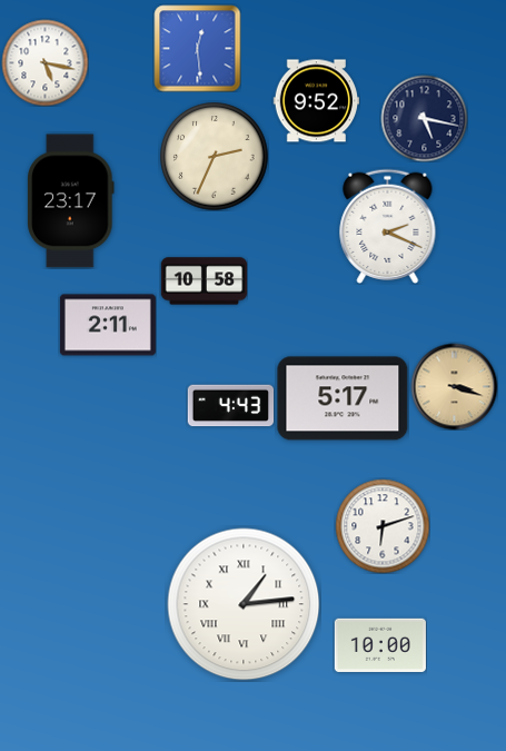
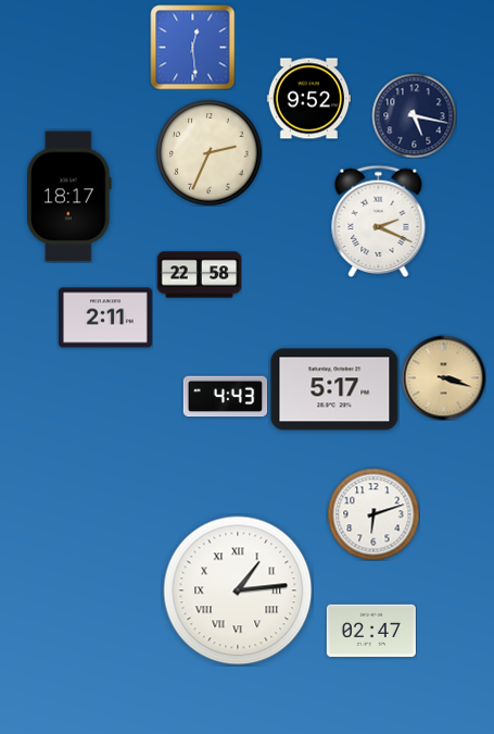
clock at (44, 62): 5:17 -> none
clock at (71, 201): 23:17 -> 18:17
clock at (204, 281): 10:58 -> 22:58
clock at (380, 644): 10:00 -> 02:47
